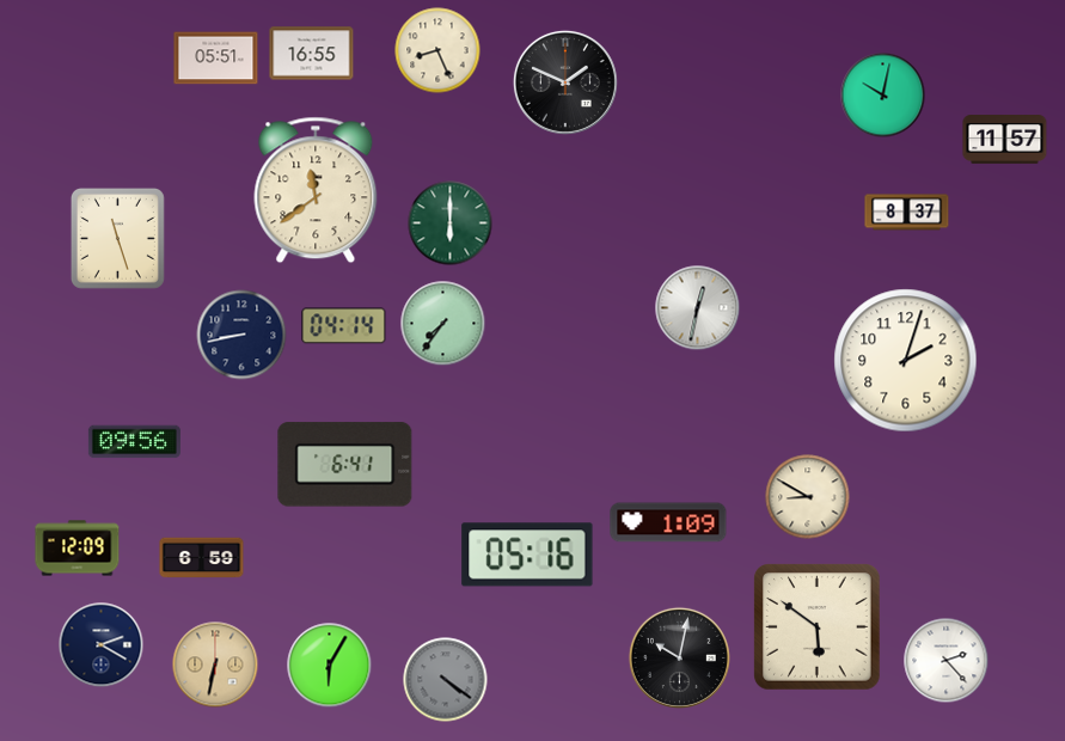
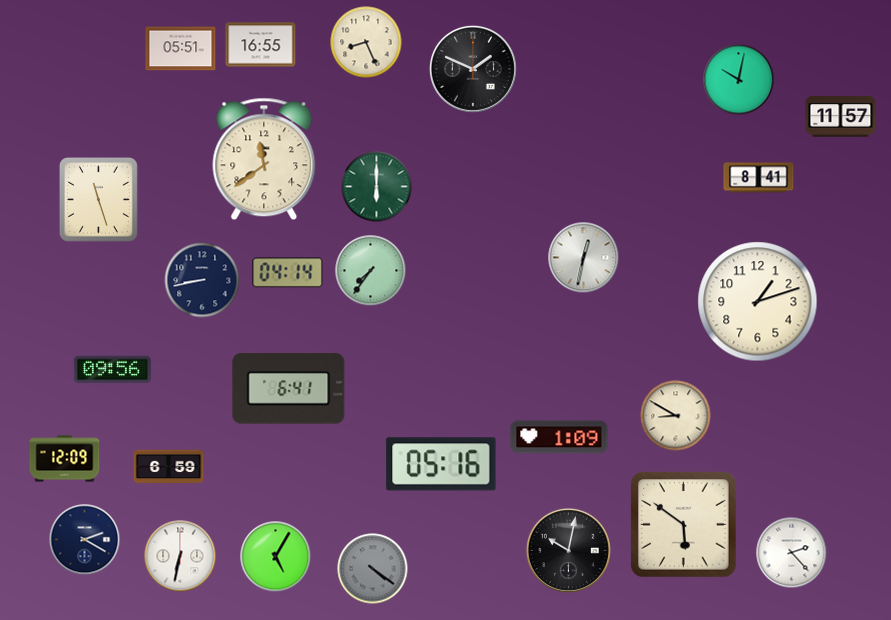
clock at (907, 213): 8:37 -> 8:41
clock at (906, 361): 2:03 -> 1:12
clock at (215, 665) dial: champagne -> white
clock at (330, 666): 6:05 -> 5:05
